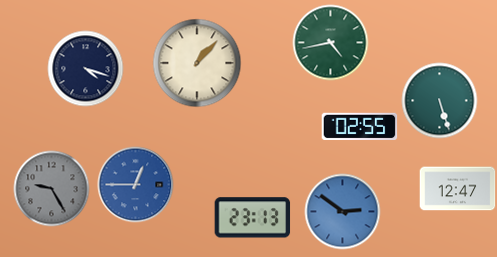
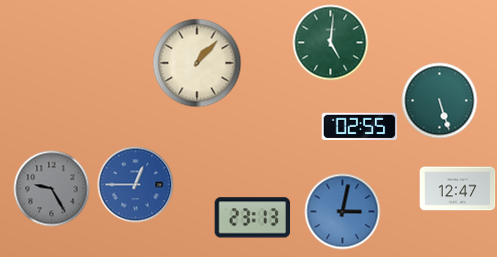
clock at (331, 43): 4:43 -> 5:01
clock at (86, 69): 4:18 -> none
clock at (343, 212): 2:51 -> 3:02
